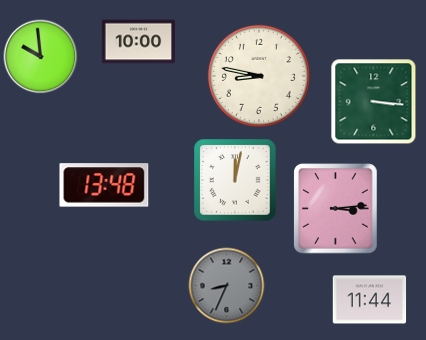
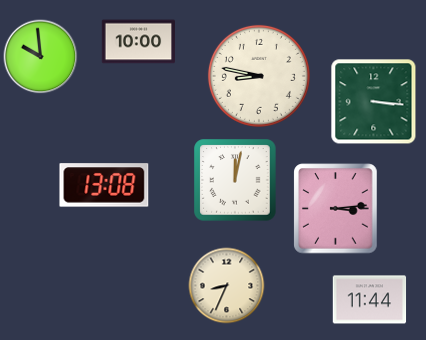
clock at (104, 185): 13:48 -> 13:08
clock at (227, 286) dial: grey -> cream
